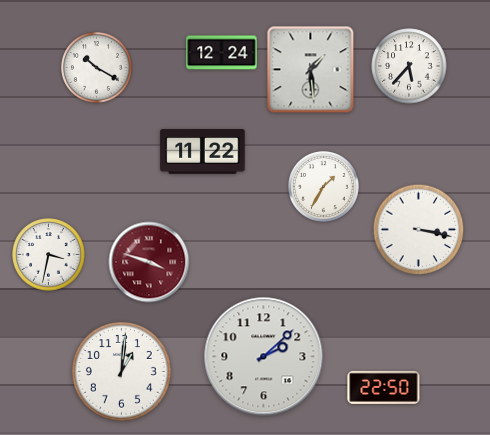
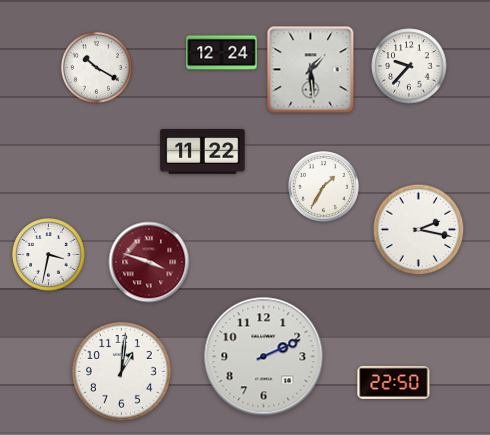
clock at (409, 66): 5:37 -> 9:37
clock at (419, 230): 3:17 -> 2:17
clock at (264, 357): 2:08 -> 2:11
clock at (384, 387) position: (384, 387) -> (394, 382)
